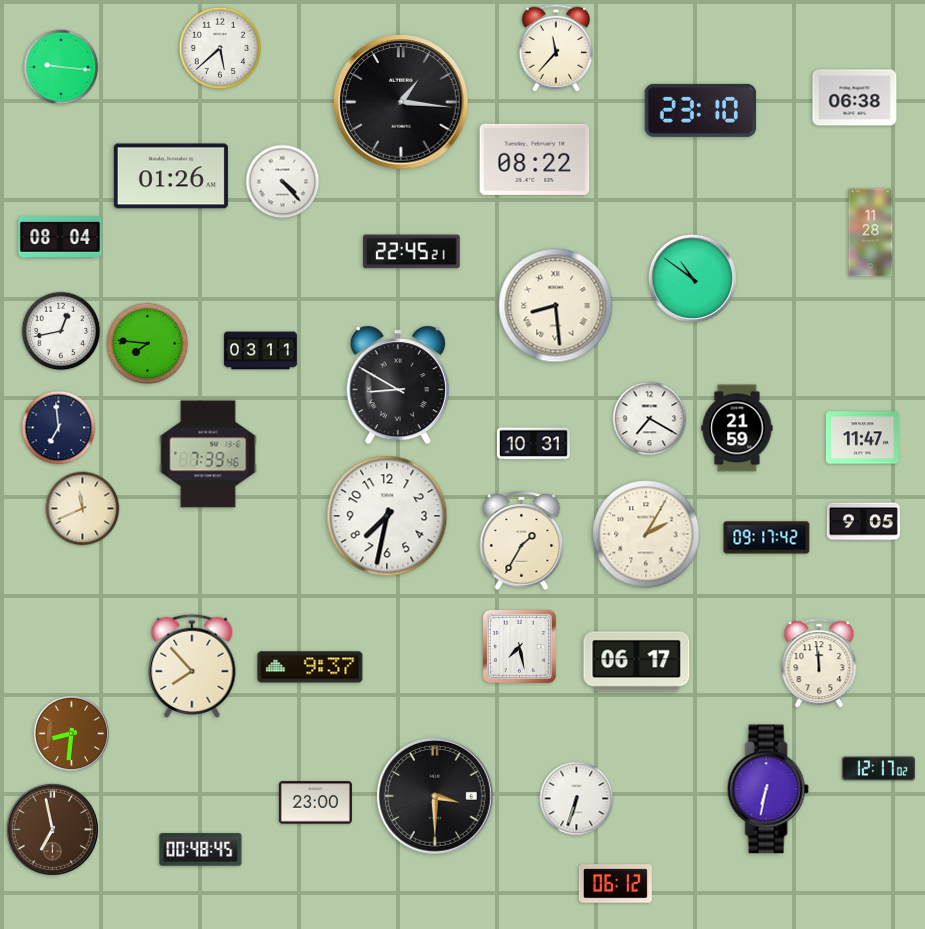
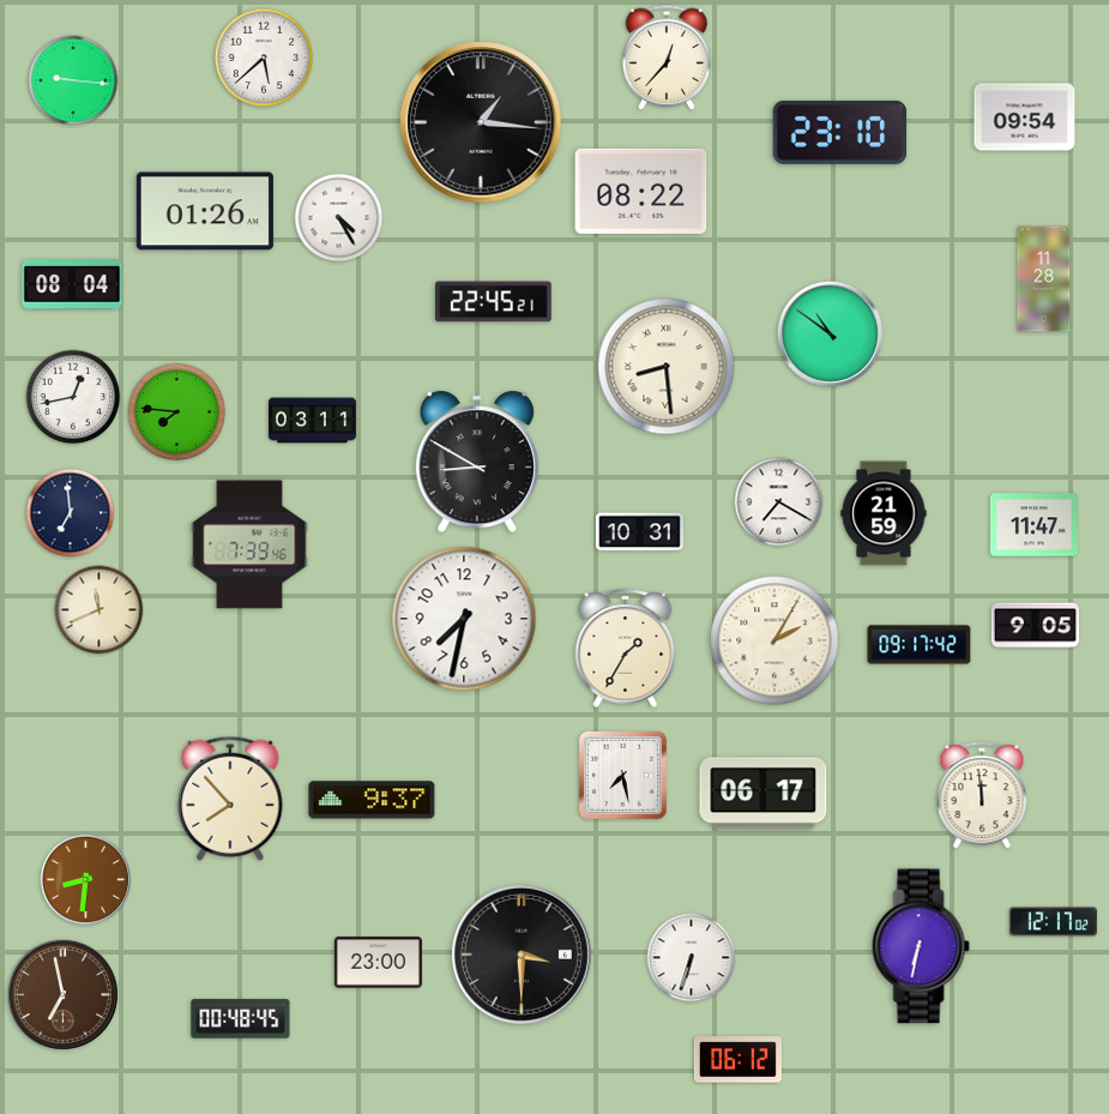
clock at (556, 48): 11:37 -> 12:37
clock at (855, 98): 06:38 -> 09:54
clock at (283, 182): 4:23 -> 4:25
